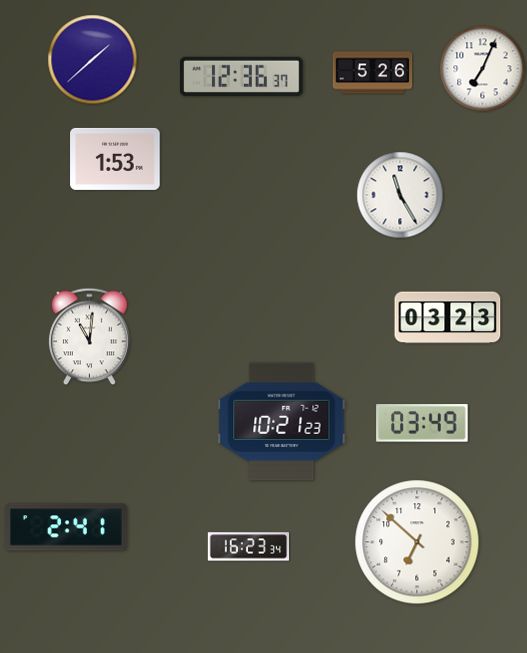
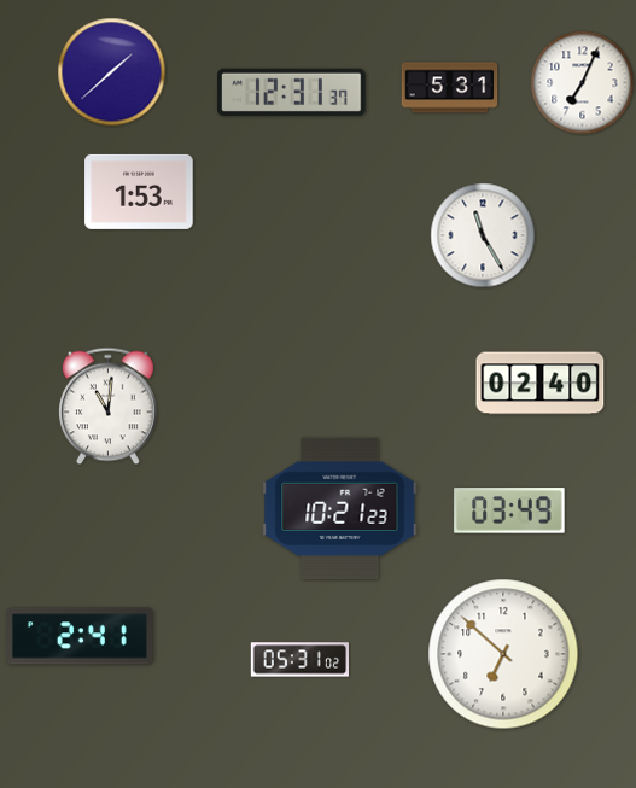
clock at (373, 73): 5:26 -> 5:31
clock at (242, 76): 12:36 -> 12:31
clock at (448, 318): 03:23 -> 02:40
clock at (248, 547): 16:23 -> 05:31
